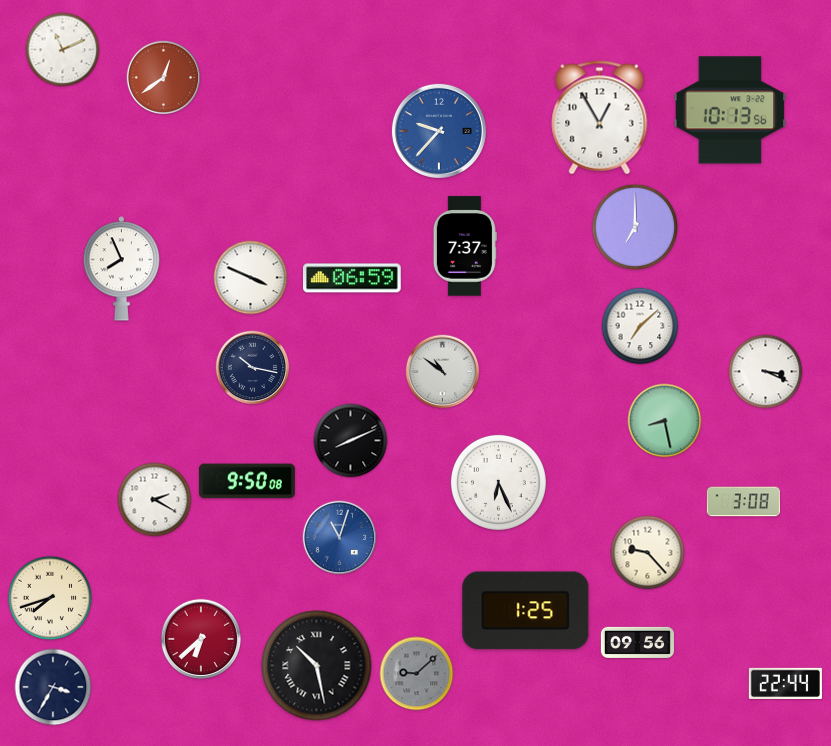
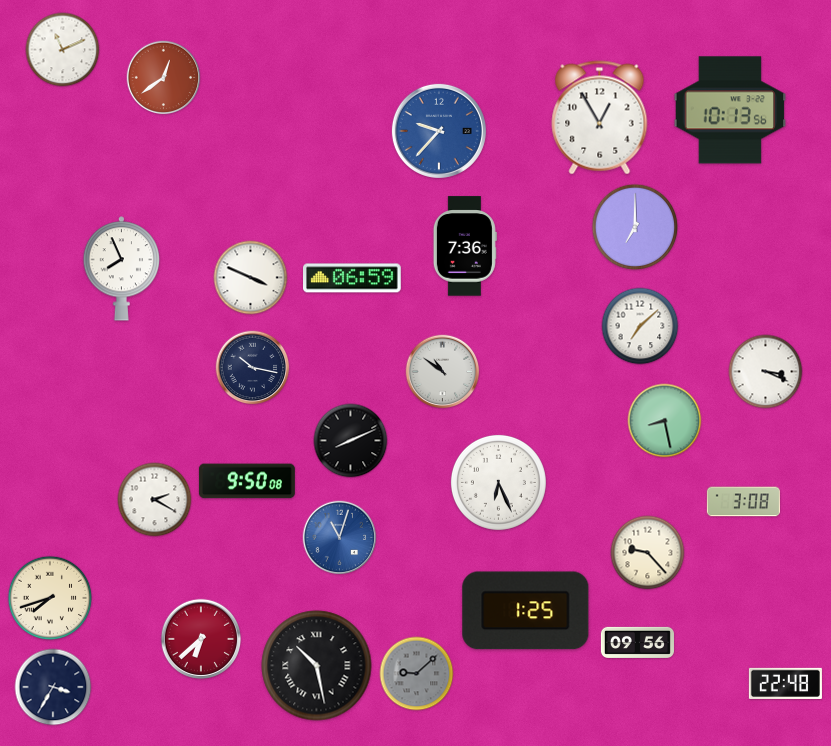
clock at (465, 246): 7:37 -> 7:36
clock at (785, 683): 22:44 -> 22:48
